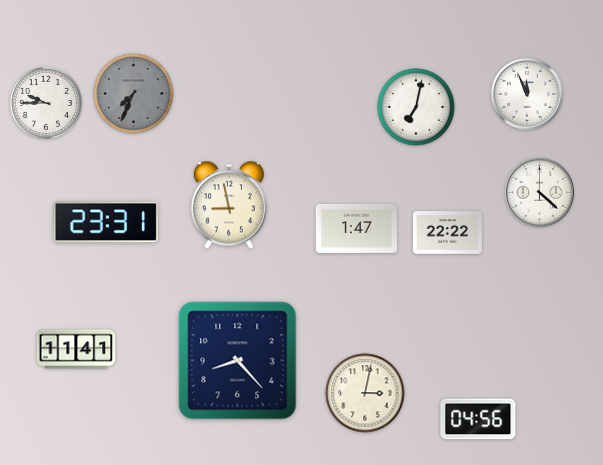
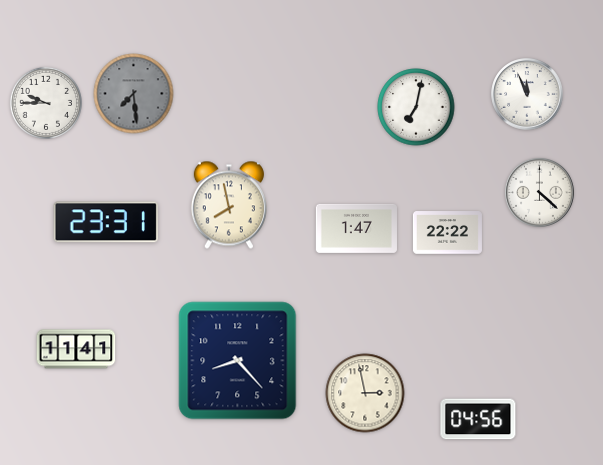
clock at (134, 94): 7:34 -> 7:29
clock at (229, 205): 8:58 -> 7:58
clock at (365, 393): 3:02 -> 2:58
